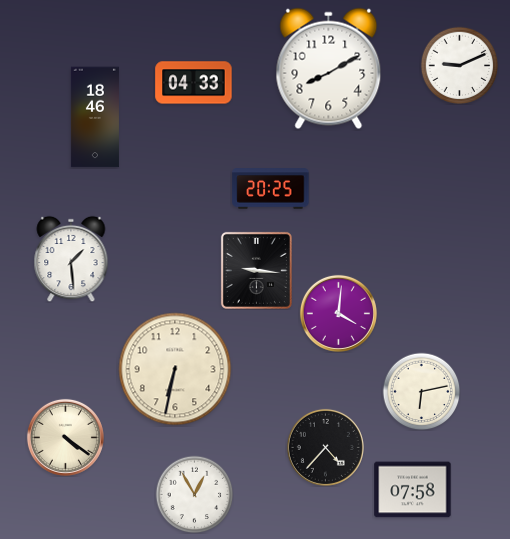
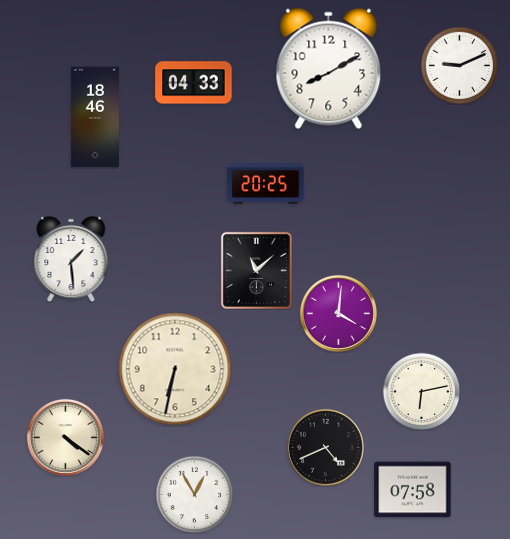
clock at (271, 189) position: (271, 189) -> (266, 184)
clock at (256, 270): 9:16 -> 11:08
clock at (325, 447): 4:37 -> 4:41
